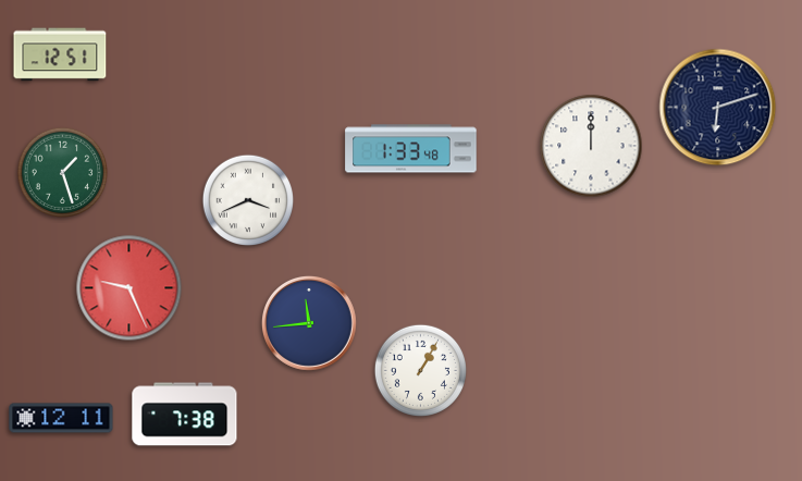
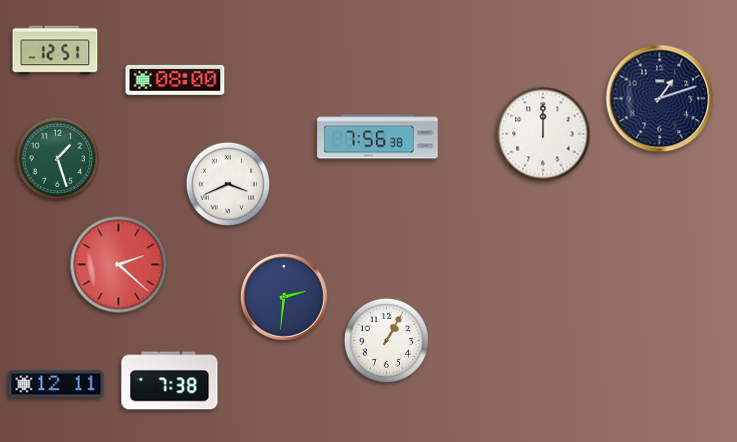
clock at (175, 80): none -> 08:00
clock at (718, 108): 6:12 -> 1:12
clock at (411, 149): 1:33 -> 7:56
clock at (129, 288): 9:26 -> 2:22
clock at (309, 323): 11:44 -> 2:31
